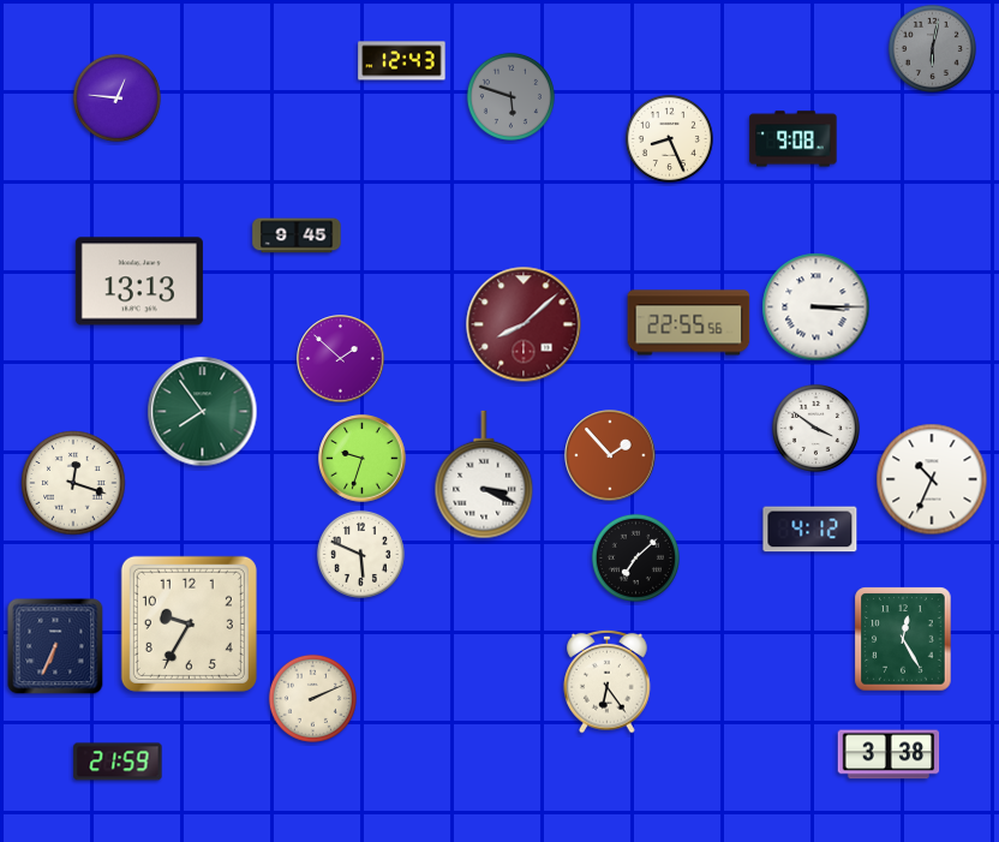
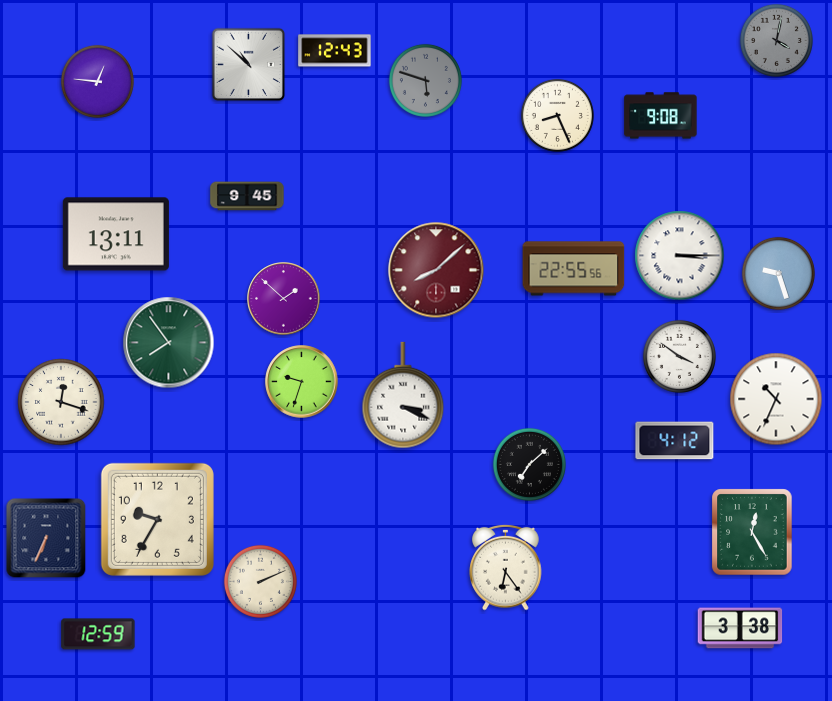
clock at (932, 48): 6:02 -> 4:02
clock at (249, 65): none -> 10:52
clock at (139, 281): 13:13 -> 13:11
clock at (778, 273): none -> 9:27
clock at (610, 455): 1:53 -> none
clock at (360, 554): 5:49 -> none
clock at (118, 762): 21:59 -> 12:59
